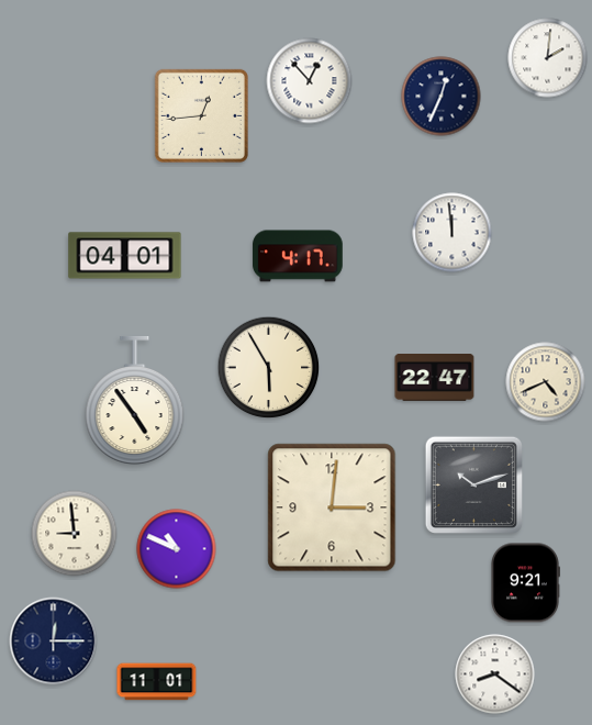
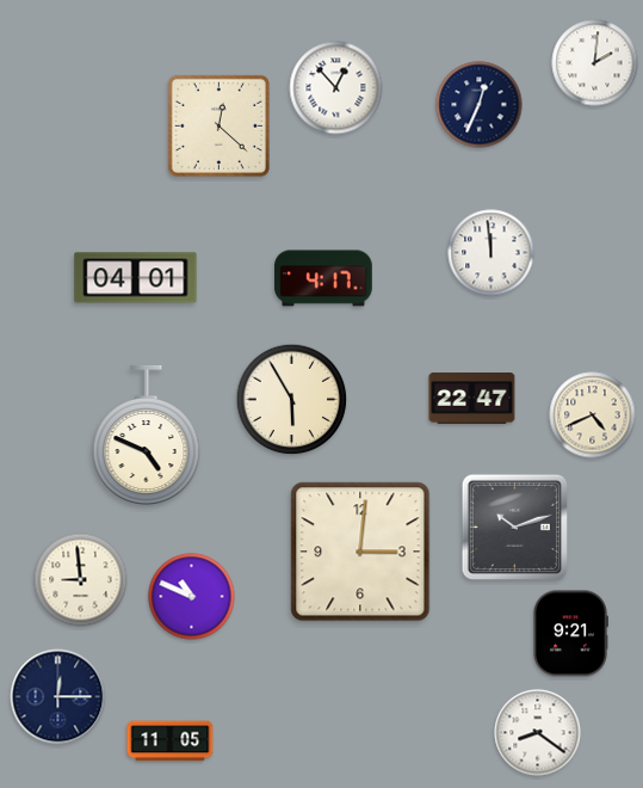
clock at (201, 115): 12:44 -> 12:22
clock at (435, 378) position: (435, 378) -> (472, 399)
clock at (135, 401): 4:54 -> 4:49
clock at (157, 682): 11:01 -> 11:05
